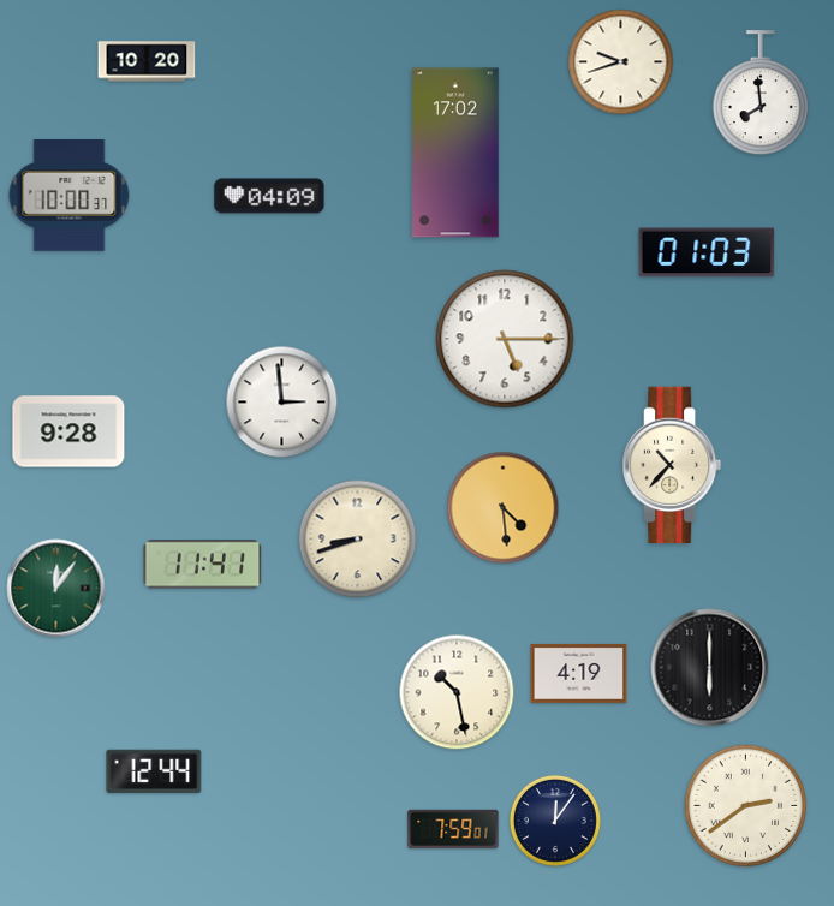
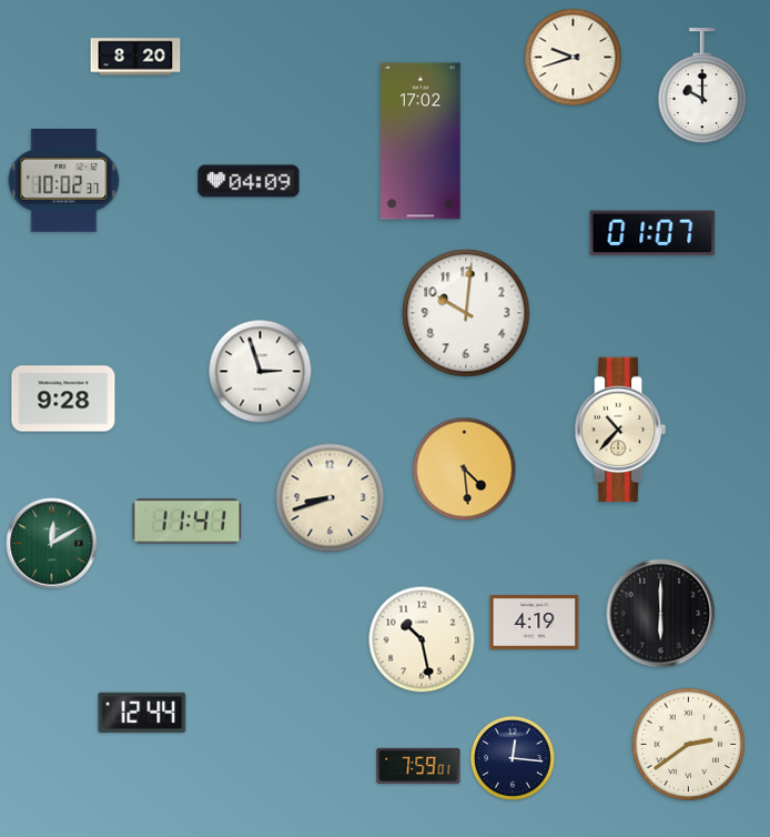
clock at (147, 61): 10:20 -> 8:20
clock at (761, 94): 7:59 -> 10:00
clock at (70, 195): 10:00 -> 10:02
clock at (707, 252): 01:03 -> 01:07
clock at (505, 339): 5:15 -> 10:01
clock at (282, 403): 2:59 -> 2:57
clock at (56, 589): 12:06 -> 12:10
clock at (710, 668) position: (710, 668) -> (661, 614)
clock at (555, 821): 12:06 -> 12:16
